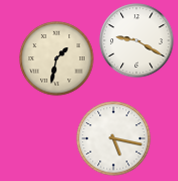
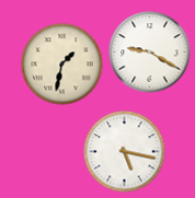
clock at (137, 41) position: (137, 41) -> (150, 53)
